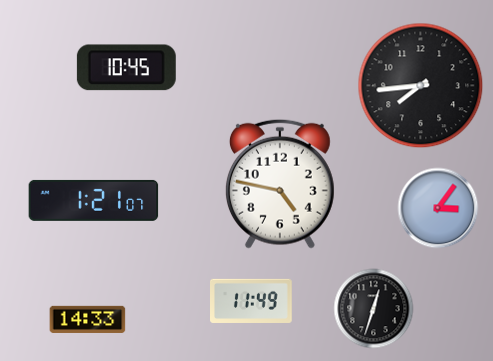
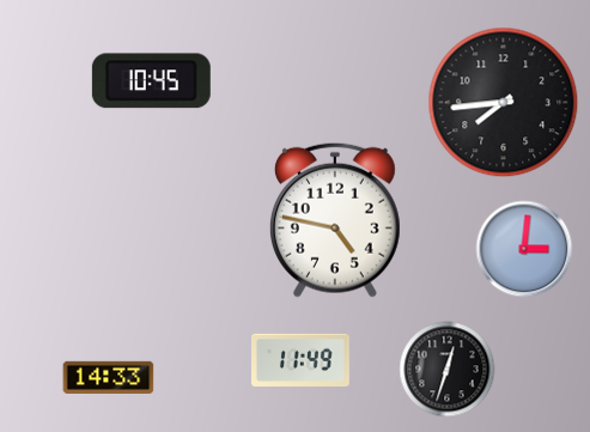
clock at (94, 200): 1:21 -> none
clock at (438, 208): 3:06 -> 3:01
clock at (88, 319) position: (88, 319) -> (109, 377)
